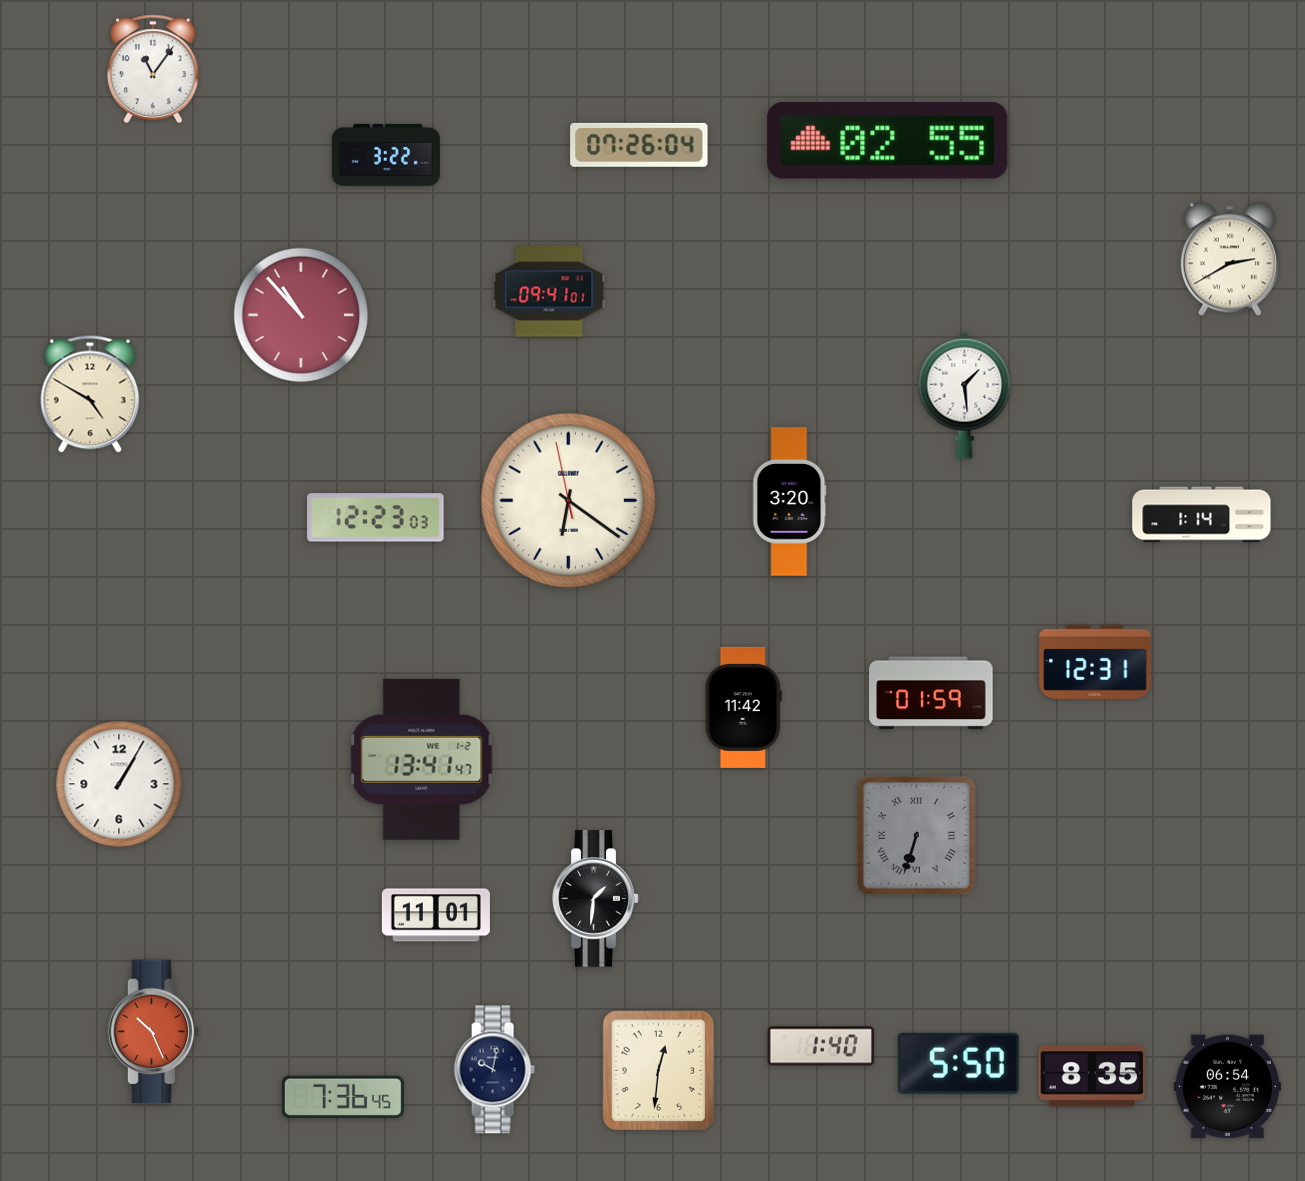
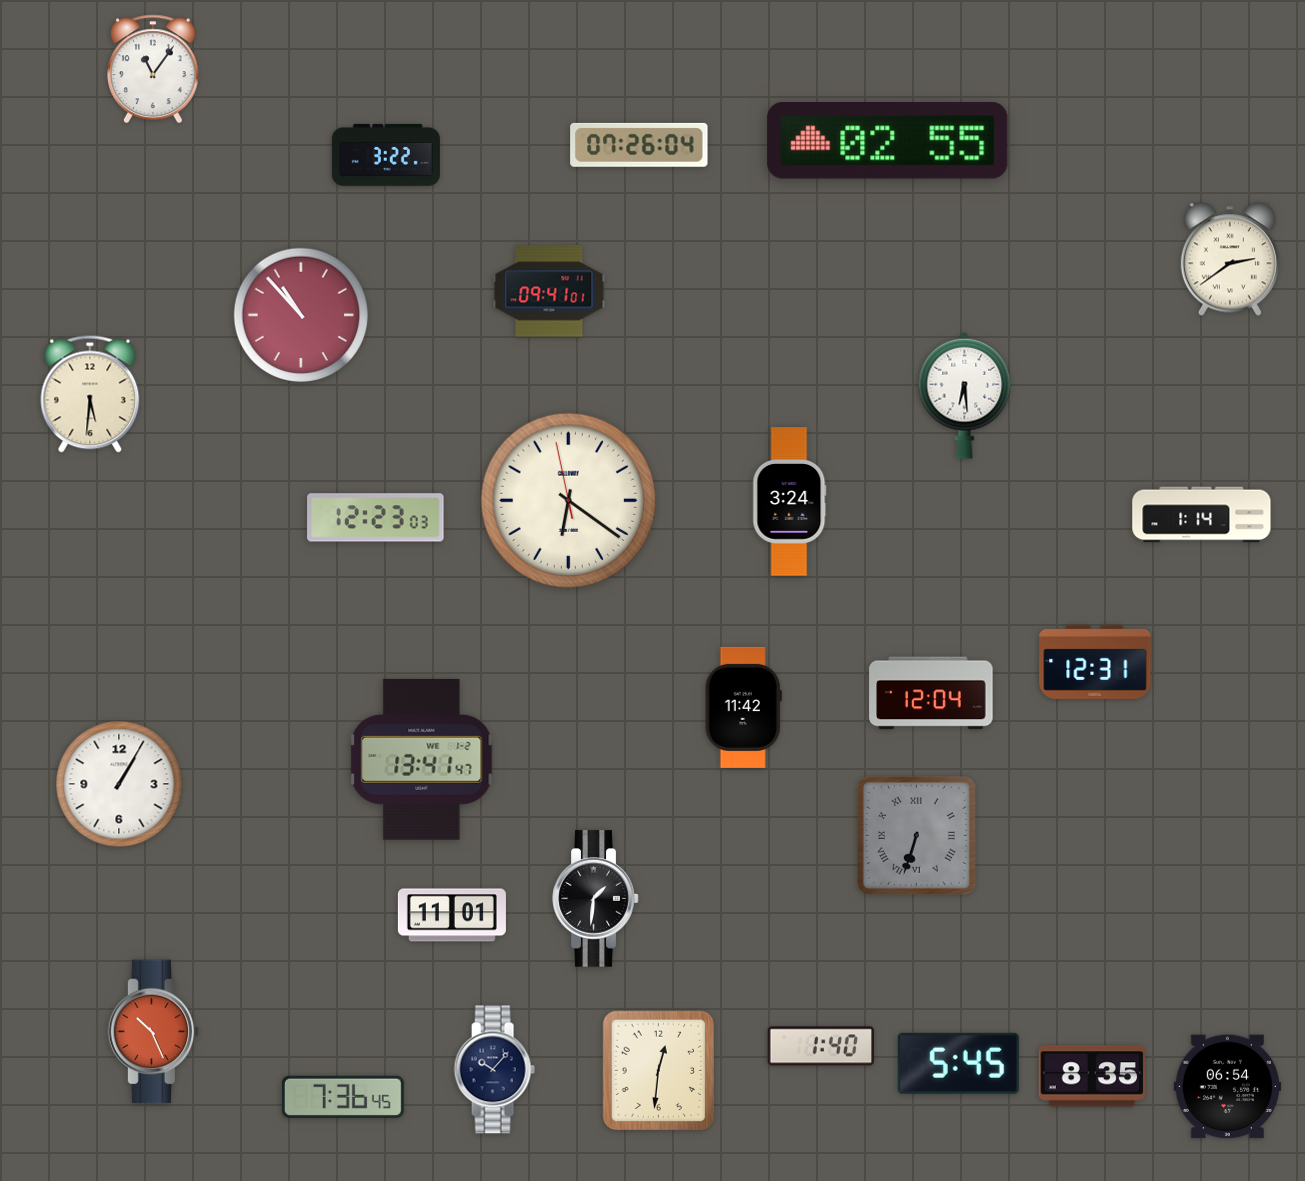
clock at (1230, 259): 2:40 -> 2:39
clock at (90, 394): 4:50 -> 5:31
clock at (965, 395): 1:29 -> 6:29
clock at (790, 502): 3:20 -> 3:24
clock at (931, 693): 01:59 -> 12:04
clock at (436, 915) position: (436, 915) -> (452, 915)
clock at (958, 1063): 5:50 -> 5:45
clock at (494, 1070): 10:02 -> 10:07
